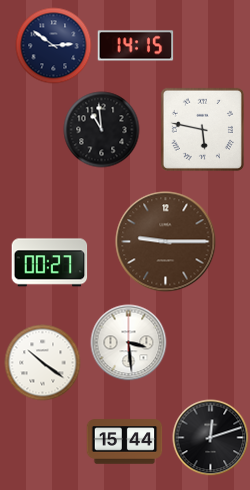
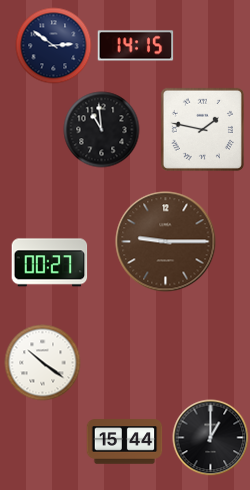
clock at (202, 129): 5:47 -> 1:47
clock at (129, 343): 3:29 -> none
clock at (211, 438): 12:12 -> 1:00
